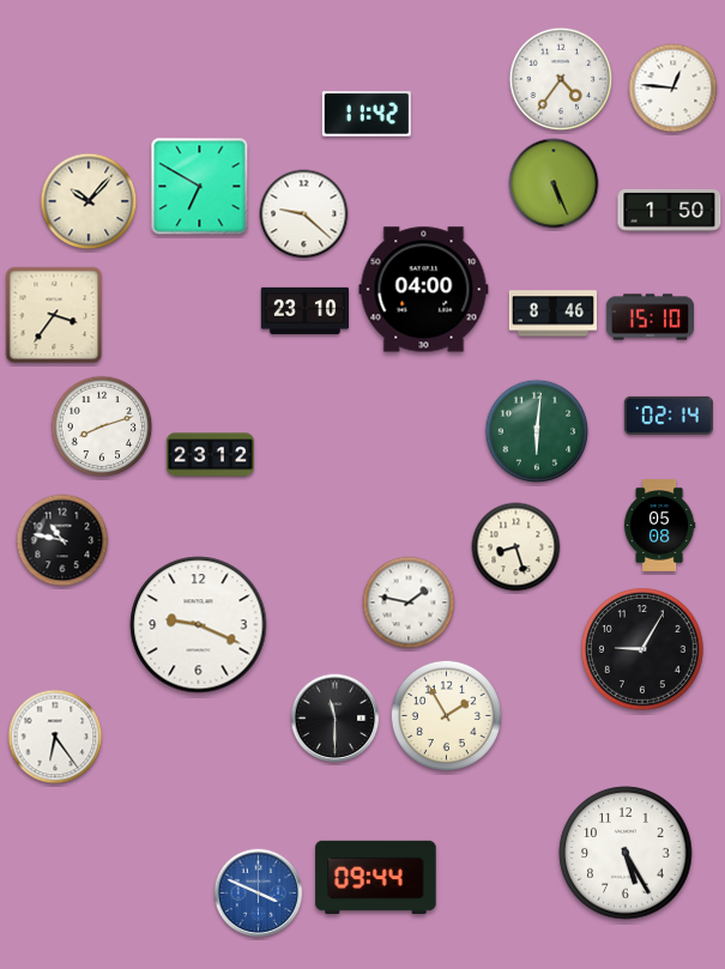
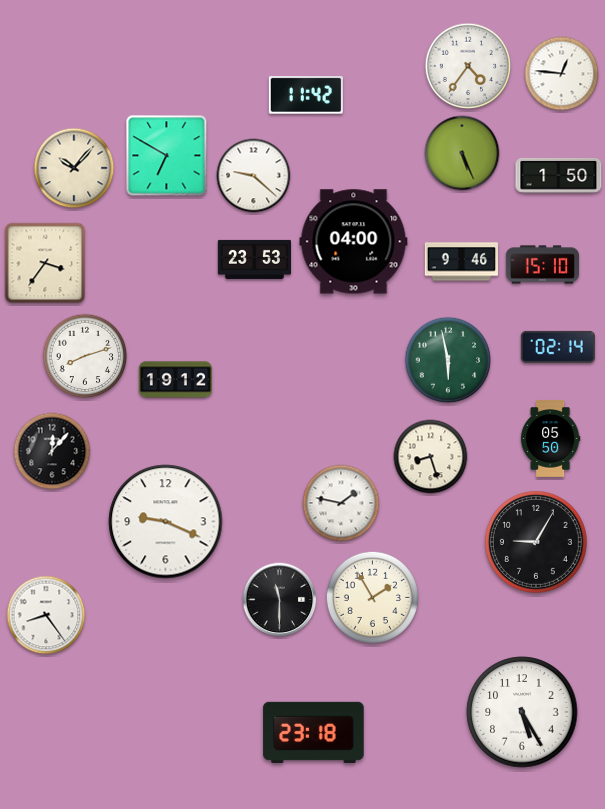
clock at (304, 214) position: (304, 214) -> (254, 176)
clock at (304, 310): 23:10 -> 23:53
clock at (552, 314): 8:46 -> 9:46
clock at (537, 431): 6:01 -> 5:58
clock at (210, 455): 23:12 -> 19:12
clock at (659, 526): 05:08 -> 05:50
clock at (62, 540): 10:47 -> 12:07
clock at (55, 737): 6:24 -> 8:24
clock at (376, 877): 09:44 -> 23:18
clock at (259, 894): 3:49 -> none
